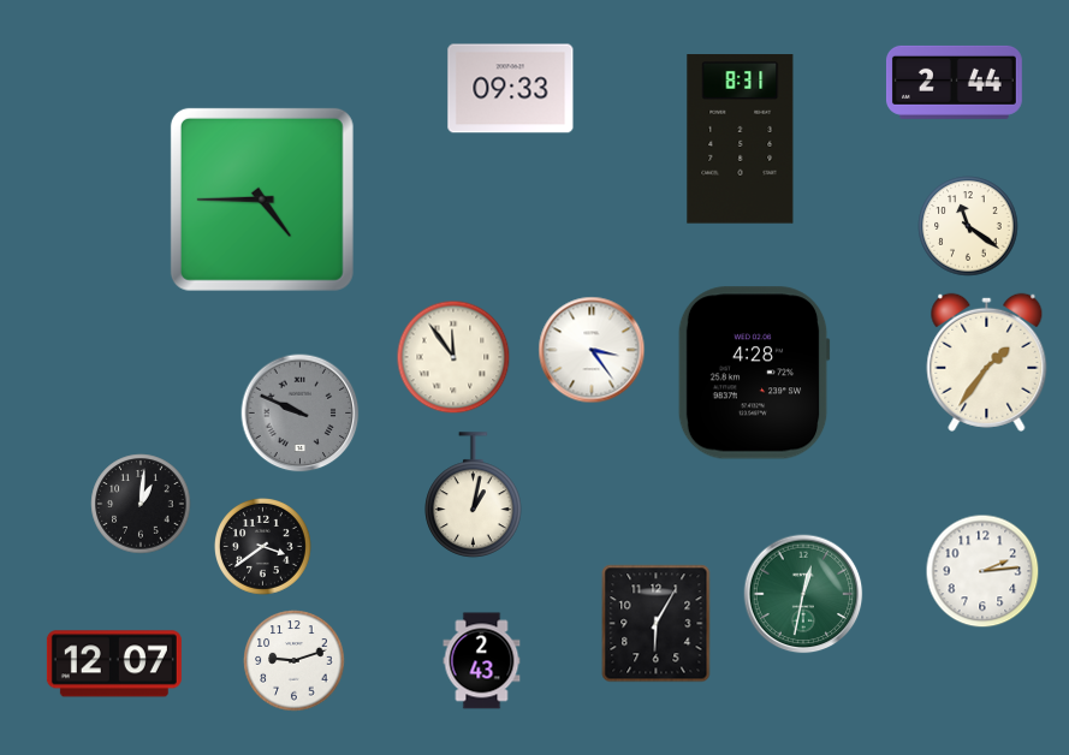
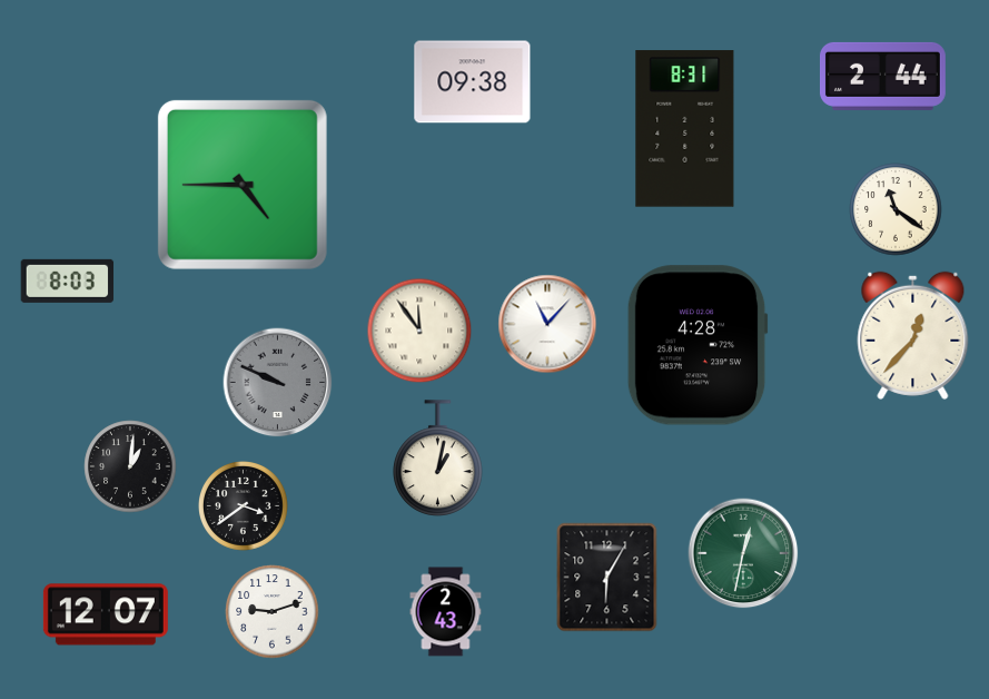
clock at (511, 89): 09:33 -> 09:38
clock at (68, 280): none -> 8:03
clock at (592, 350): 3:24 -> 11:07
clock at (987, 362): 1:36 -> 12:37
clock at (982, 571): 2:14 -> none
clock at (803, 594) position: (803, 594) -> (743, 553)
